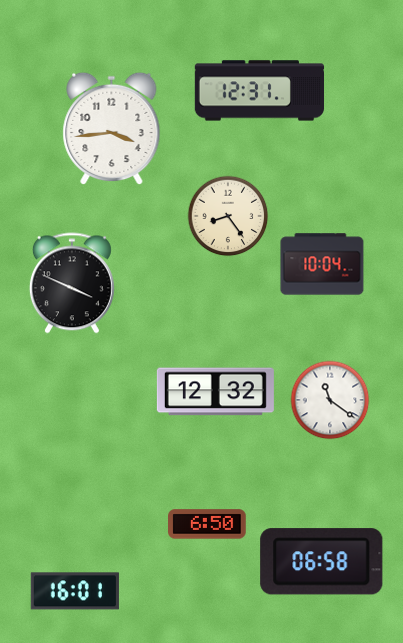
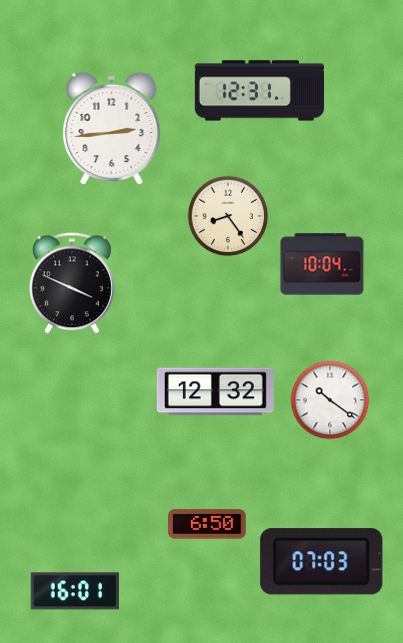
clock at (112, 129): 3:44 -> 2:44
clock at (330, 400): 11:21 -> 10:21
clock at (322, 562): 06:58 -> 07:03
